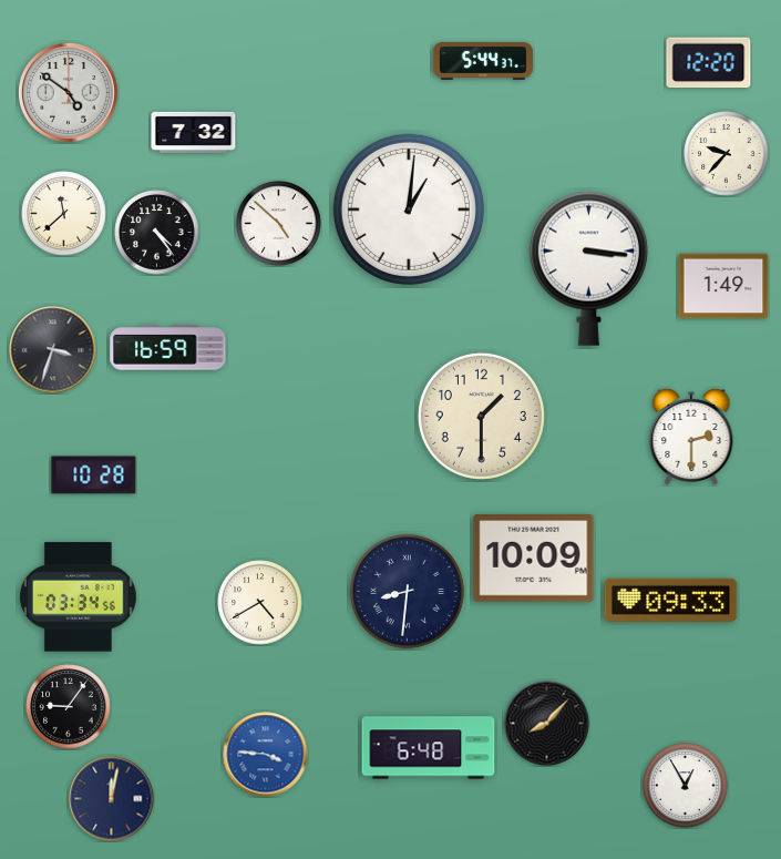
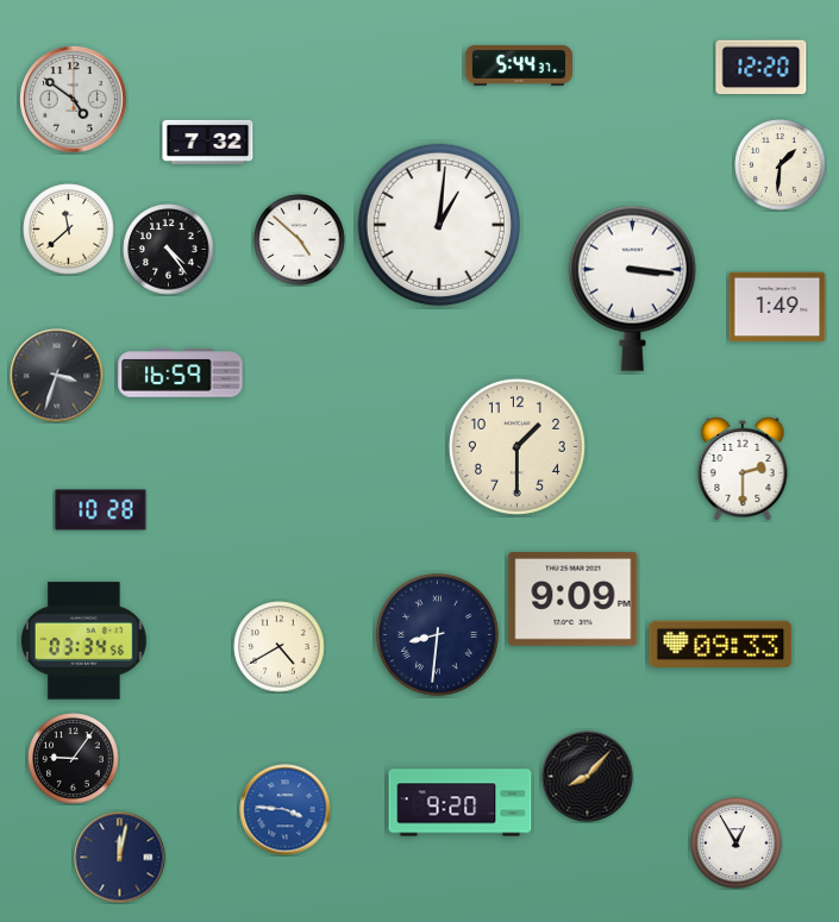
clock at (727, 154): 9:37 -> 1:31
clock at (534, 559): 10:09 -> 9:09
clock at (429, 748): 6:48 -> 9:20
